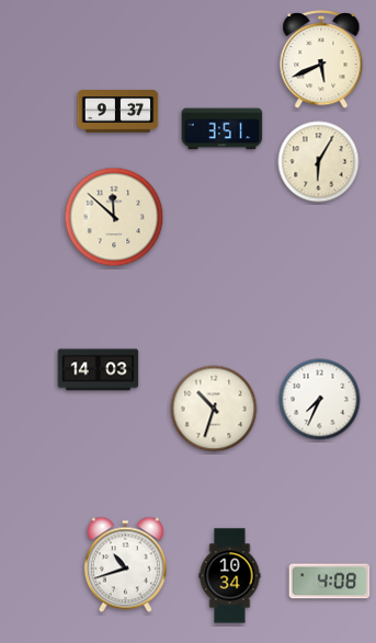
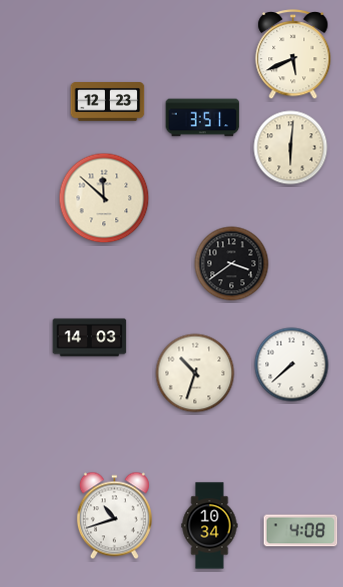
clock at (118, 112): 9:37 -> 12:23
clock at (319, 162): 6:05 -> 6:01
clock at (232, 264): none -> 3:39
clock at (320, 400): 7:34 -> 7:38
